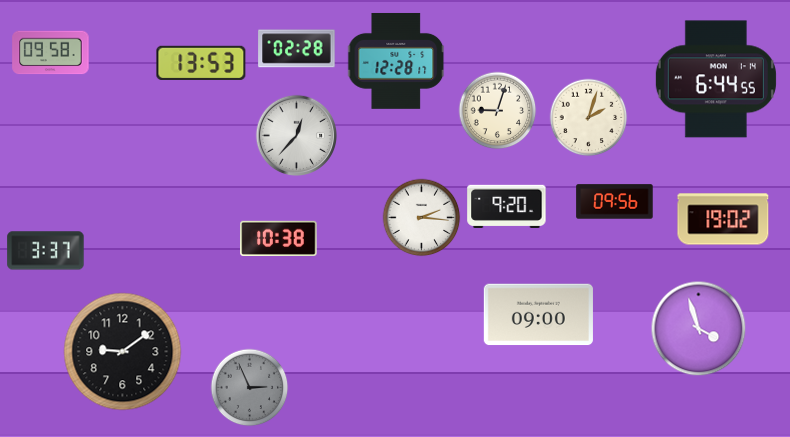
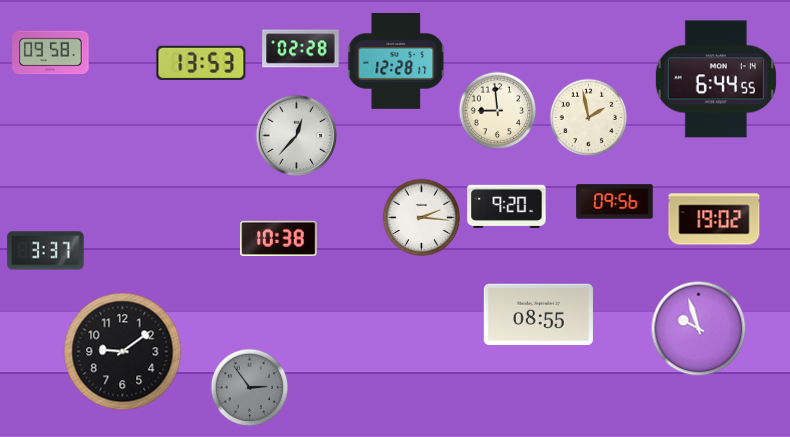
clock at (297, 49) position: (297, 49) -> (301, 49)
clock at (497, 110): 9:03 -> 8:59
clock at (588, 117): 2:03 -> 1:58
clock at (723, 219) position: (723, 219) -> (714, 219)
clock at (538, 315): 09:00 -> 08:55
clock at (698, 328): 3:57 -> 9:57
clock at (249, 387): 2:56 -> 2:54
